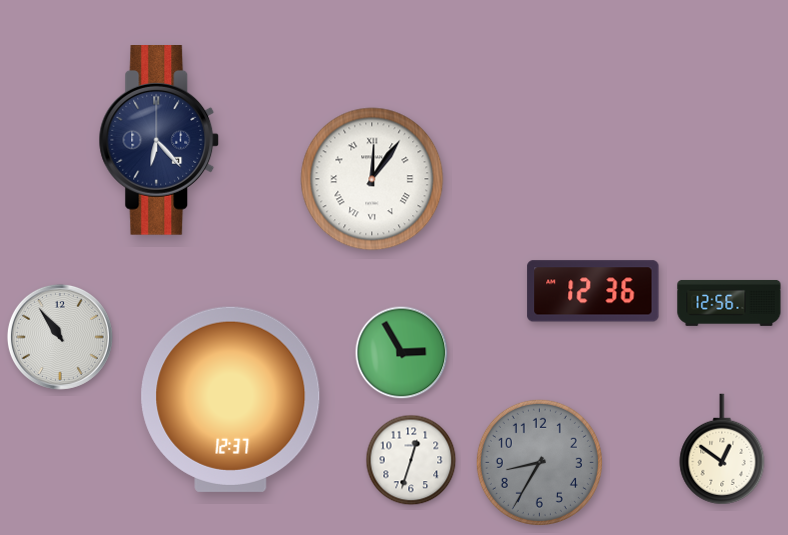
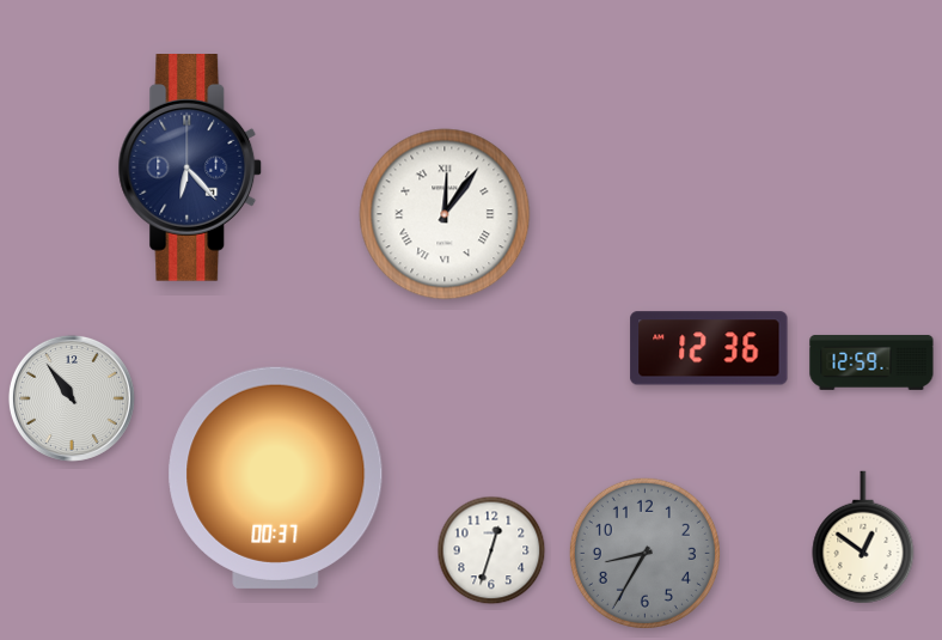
clock at (729, 303): 12:56 -> 12:59
clock at (60, 337) position: (60, 337) -> (72, 398)
clock at (402, 353): 2:55 -> none
clock at (231, 399): 12:37 -> 00:37
